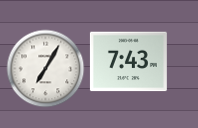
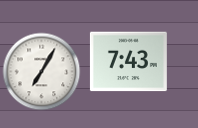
clock at (45, 68) position: (45, 68) -> (41, 71)
